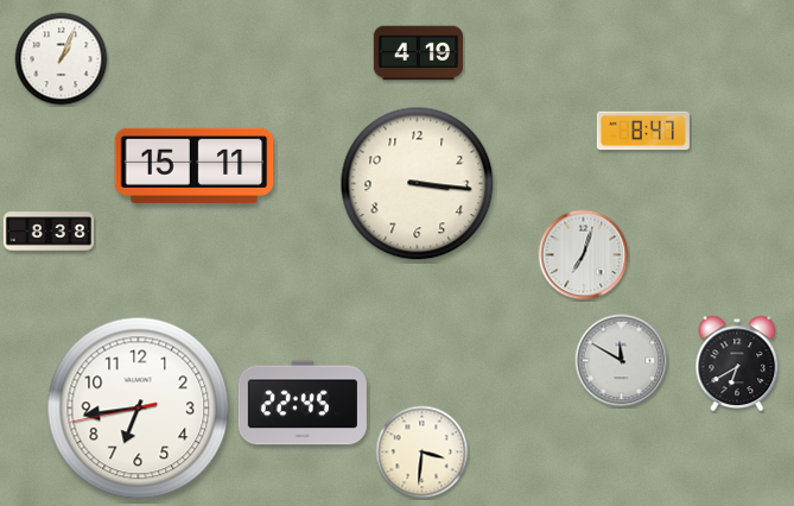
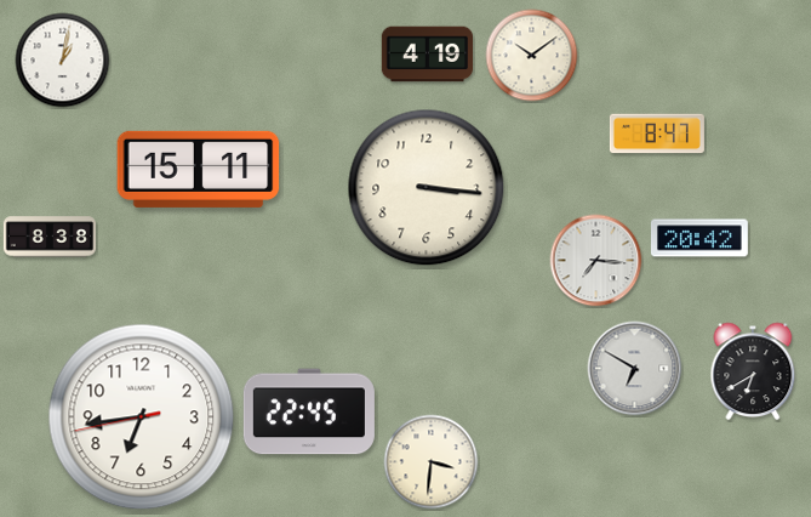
clock at (532, 56): none -> 10:09
clock at (62, 59): 1:04 -> 1:02
clock at (699, 238): none -> 20:42
clock at (584, 255): 7:03 -> 7:16
clock at (622, 361): 11:50 -> 6:50
